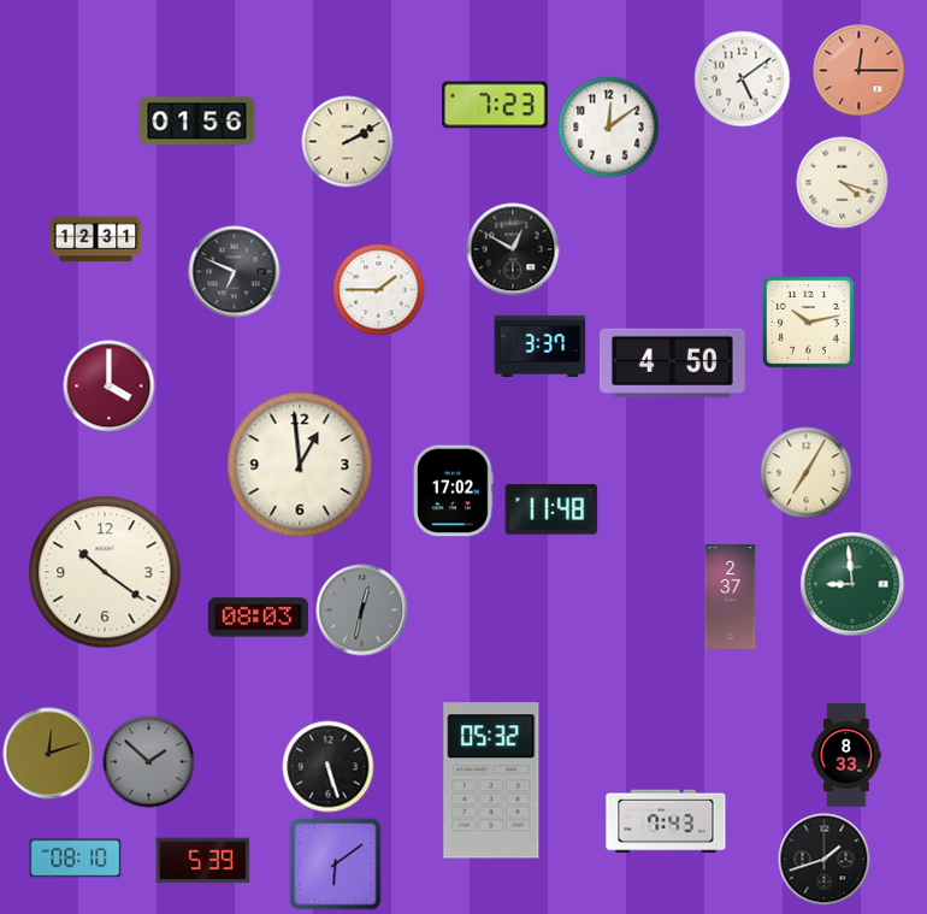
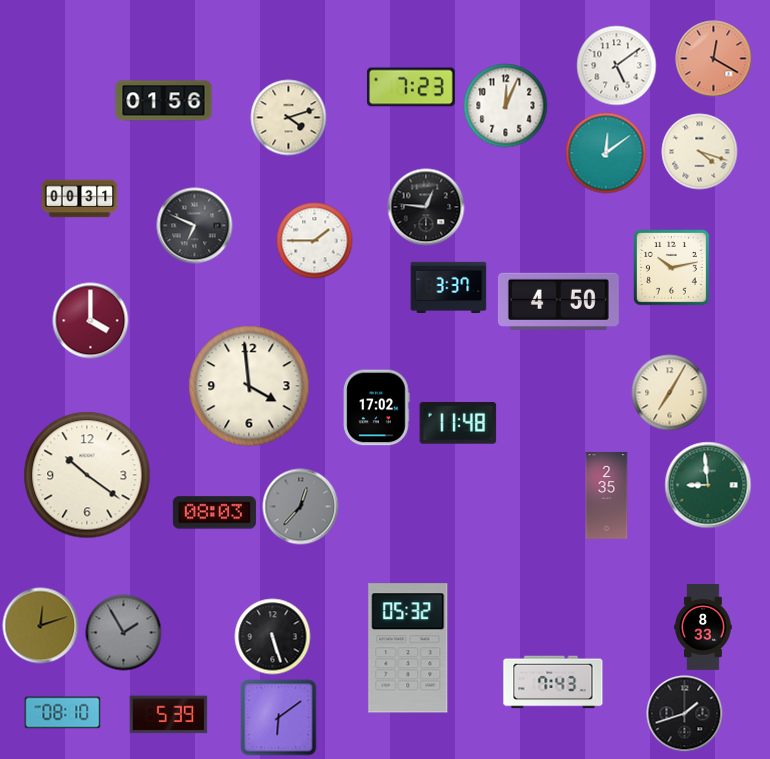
clock at (860, 71): 12:15 -> 12:20
clock at (609, 128): 12:09 -> 12:04
clock at (348, 142): 2:10 -> 4:12
clock at (606, 153): none -> 12:09
clock at (96, 240): 12:31 -> 00:31
clock at (513, 249): 12:50 -> 12:46
clock at (300, 465): 12:59 -> 3:59
clock at (731, 597): 2:37 -> 2:35
clock at (362, 611): 12:32 -> 12:37
clock at (149, 762): 1:52 -> 1:55
